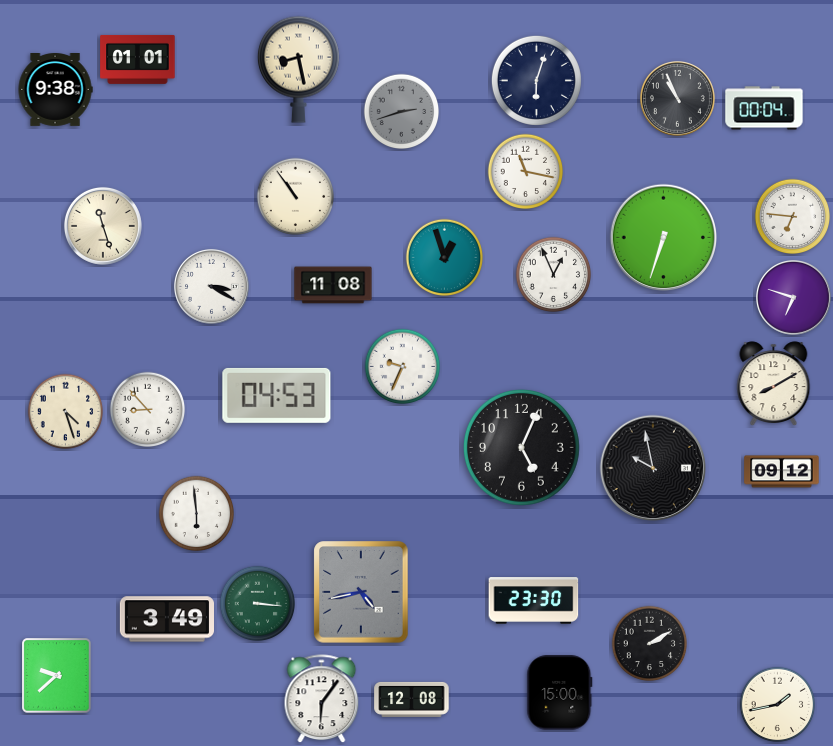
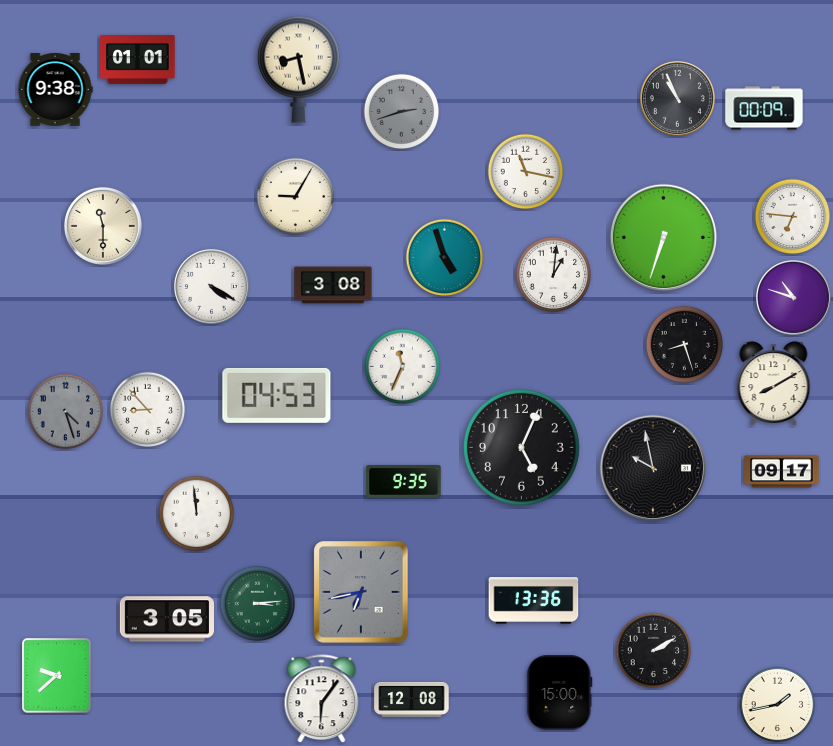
clock at (536, 80): 6:03 -> none
clock at (764, 108): 00:04 -> 00:09
clock at (296, 197): 10:54 -> 9:05
clock at (103, 226): 11:27 -> 11:30
clock at (445, 258): 12:57 -> 4:57
clock at (554, 275): 12:56 -> 1:01
clock at (333, 285): 11:08 -> 3:08
clock at (211, 286): 3:20 -> 4:20
clock at (793, 297): 6:48 -> 10:48
clock at (685, 345): none -> 8:27
clock at (403, 367): 9:34 -> 11:34
clock at (66, 412) dial: cream -> grey
clock at (782, 472): 09:12 -> 09:17
clock at (404, 481): none -> 9:35
clock at (197, 514): 5:59 -> 11:59
clock at (361, 592): 4:43 -> 6:43
clock at (534, 601): 23:30 -> 13:36
clock at (258, 604): 3:16 -> 3:14
clock at (166, 619): 3:49 -> 3:05
clock at (650, 644) position: (650, 644) -> (654, 651)
